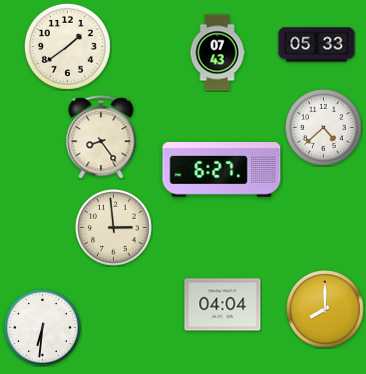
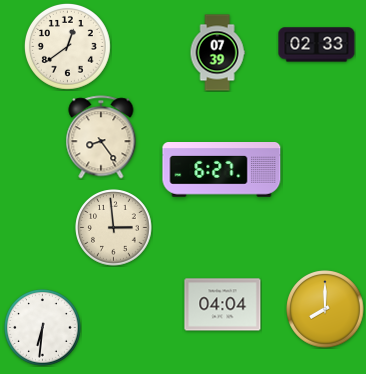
clock at (317, 45): 05:33 -> 02:33
clock at (67, 46): 1:39 -> 12:39
clock at (217, 53): 07:43 -> 07:39
clock at (324, 128): 4:38 -> none
